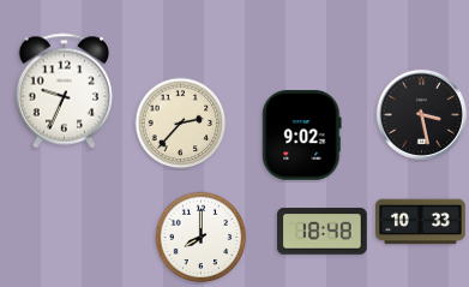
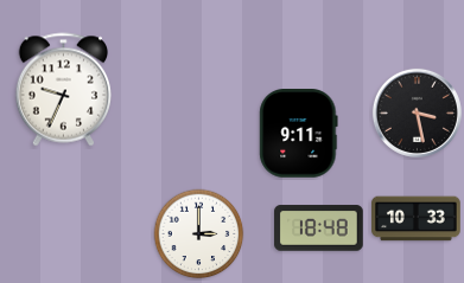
clock at (181, 124): 2:37 -> none
clock at (302, 136): 9:02 -> 9:11
clock at (202, 238): 8:00 -> 3:00
